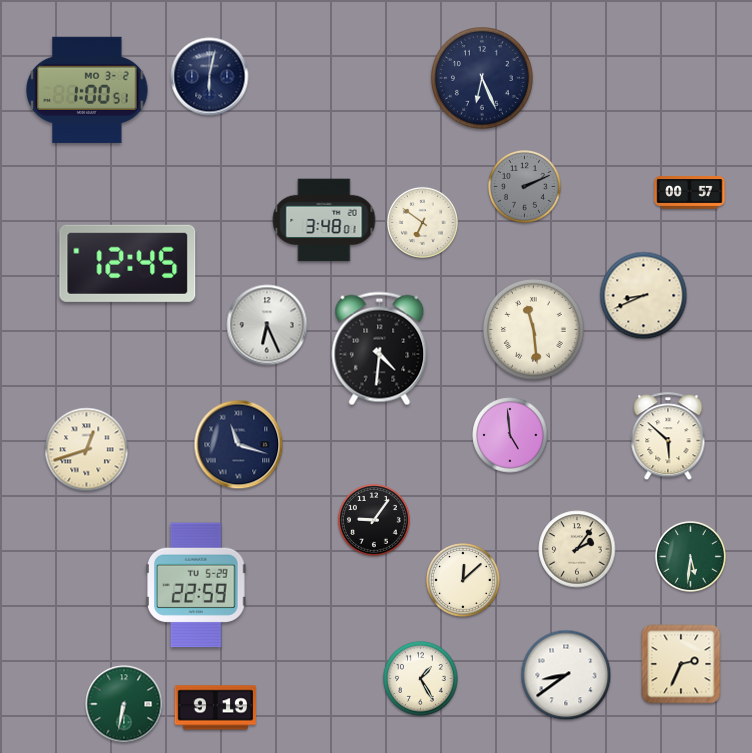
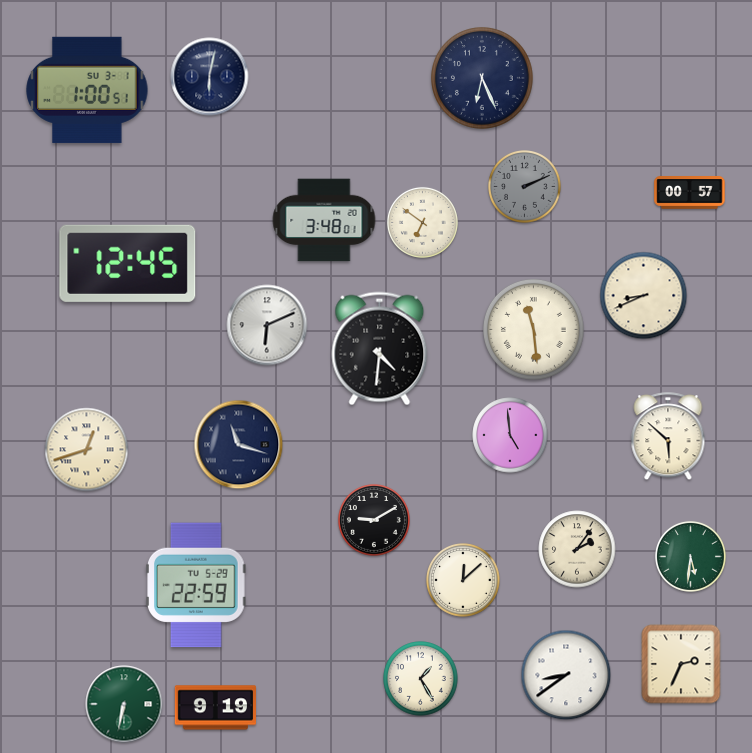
clock at (87, 90) date: MO 3-2 -> SU 3-1
clock at (267, 325): 6:26 -> 6:11
clock at (374, 520): 9:06 -> 9:10
